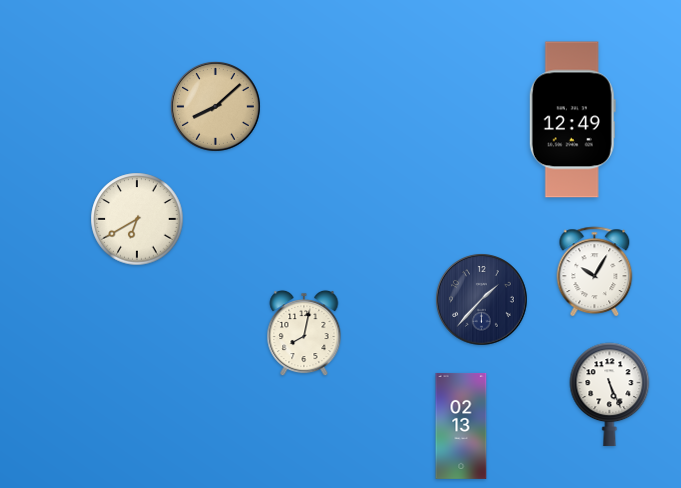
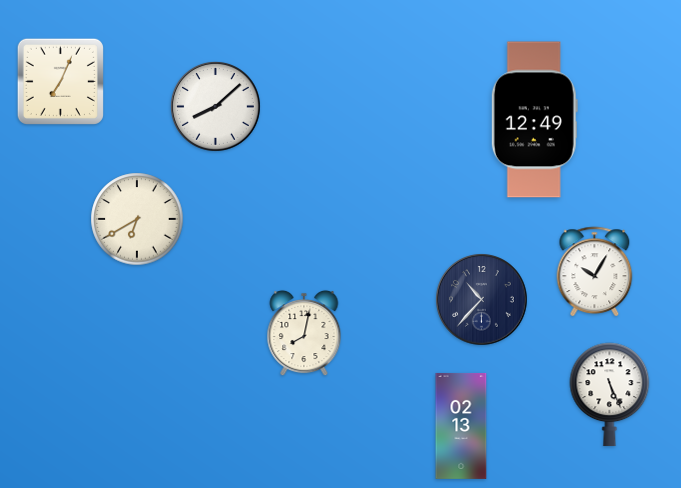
clock at (60, 81): none -> 7:04
clock at (216, 107) dial: champagne -> white
clock at (572, 120) position: (572, 120) -> (534, 120)
clock at (482, 300): 1:37 -> 10:37
